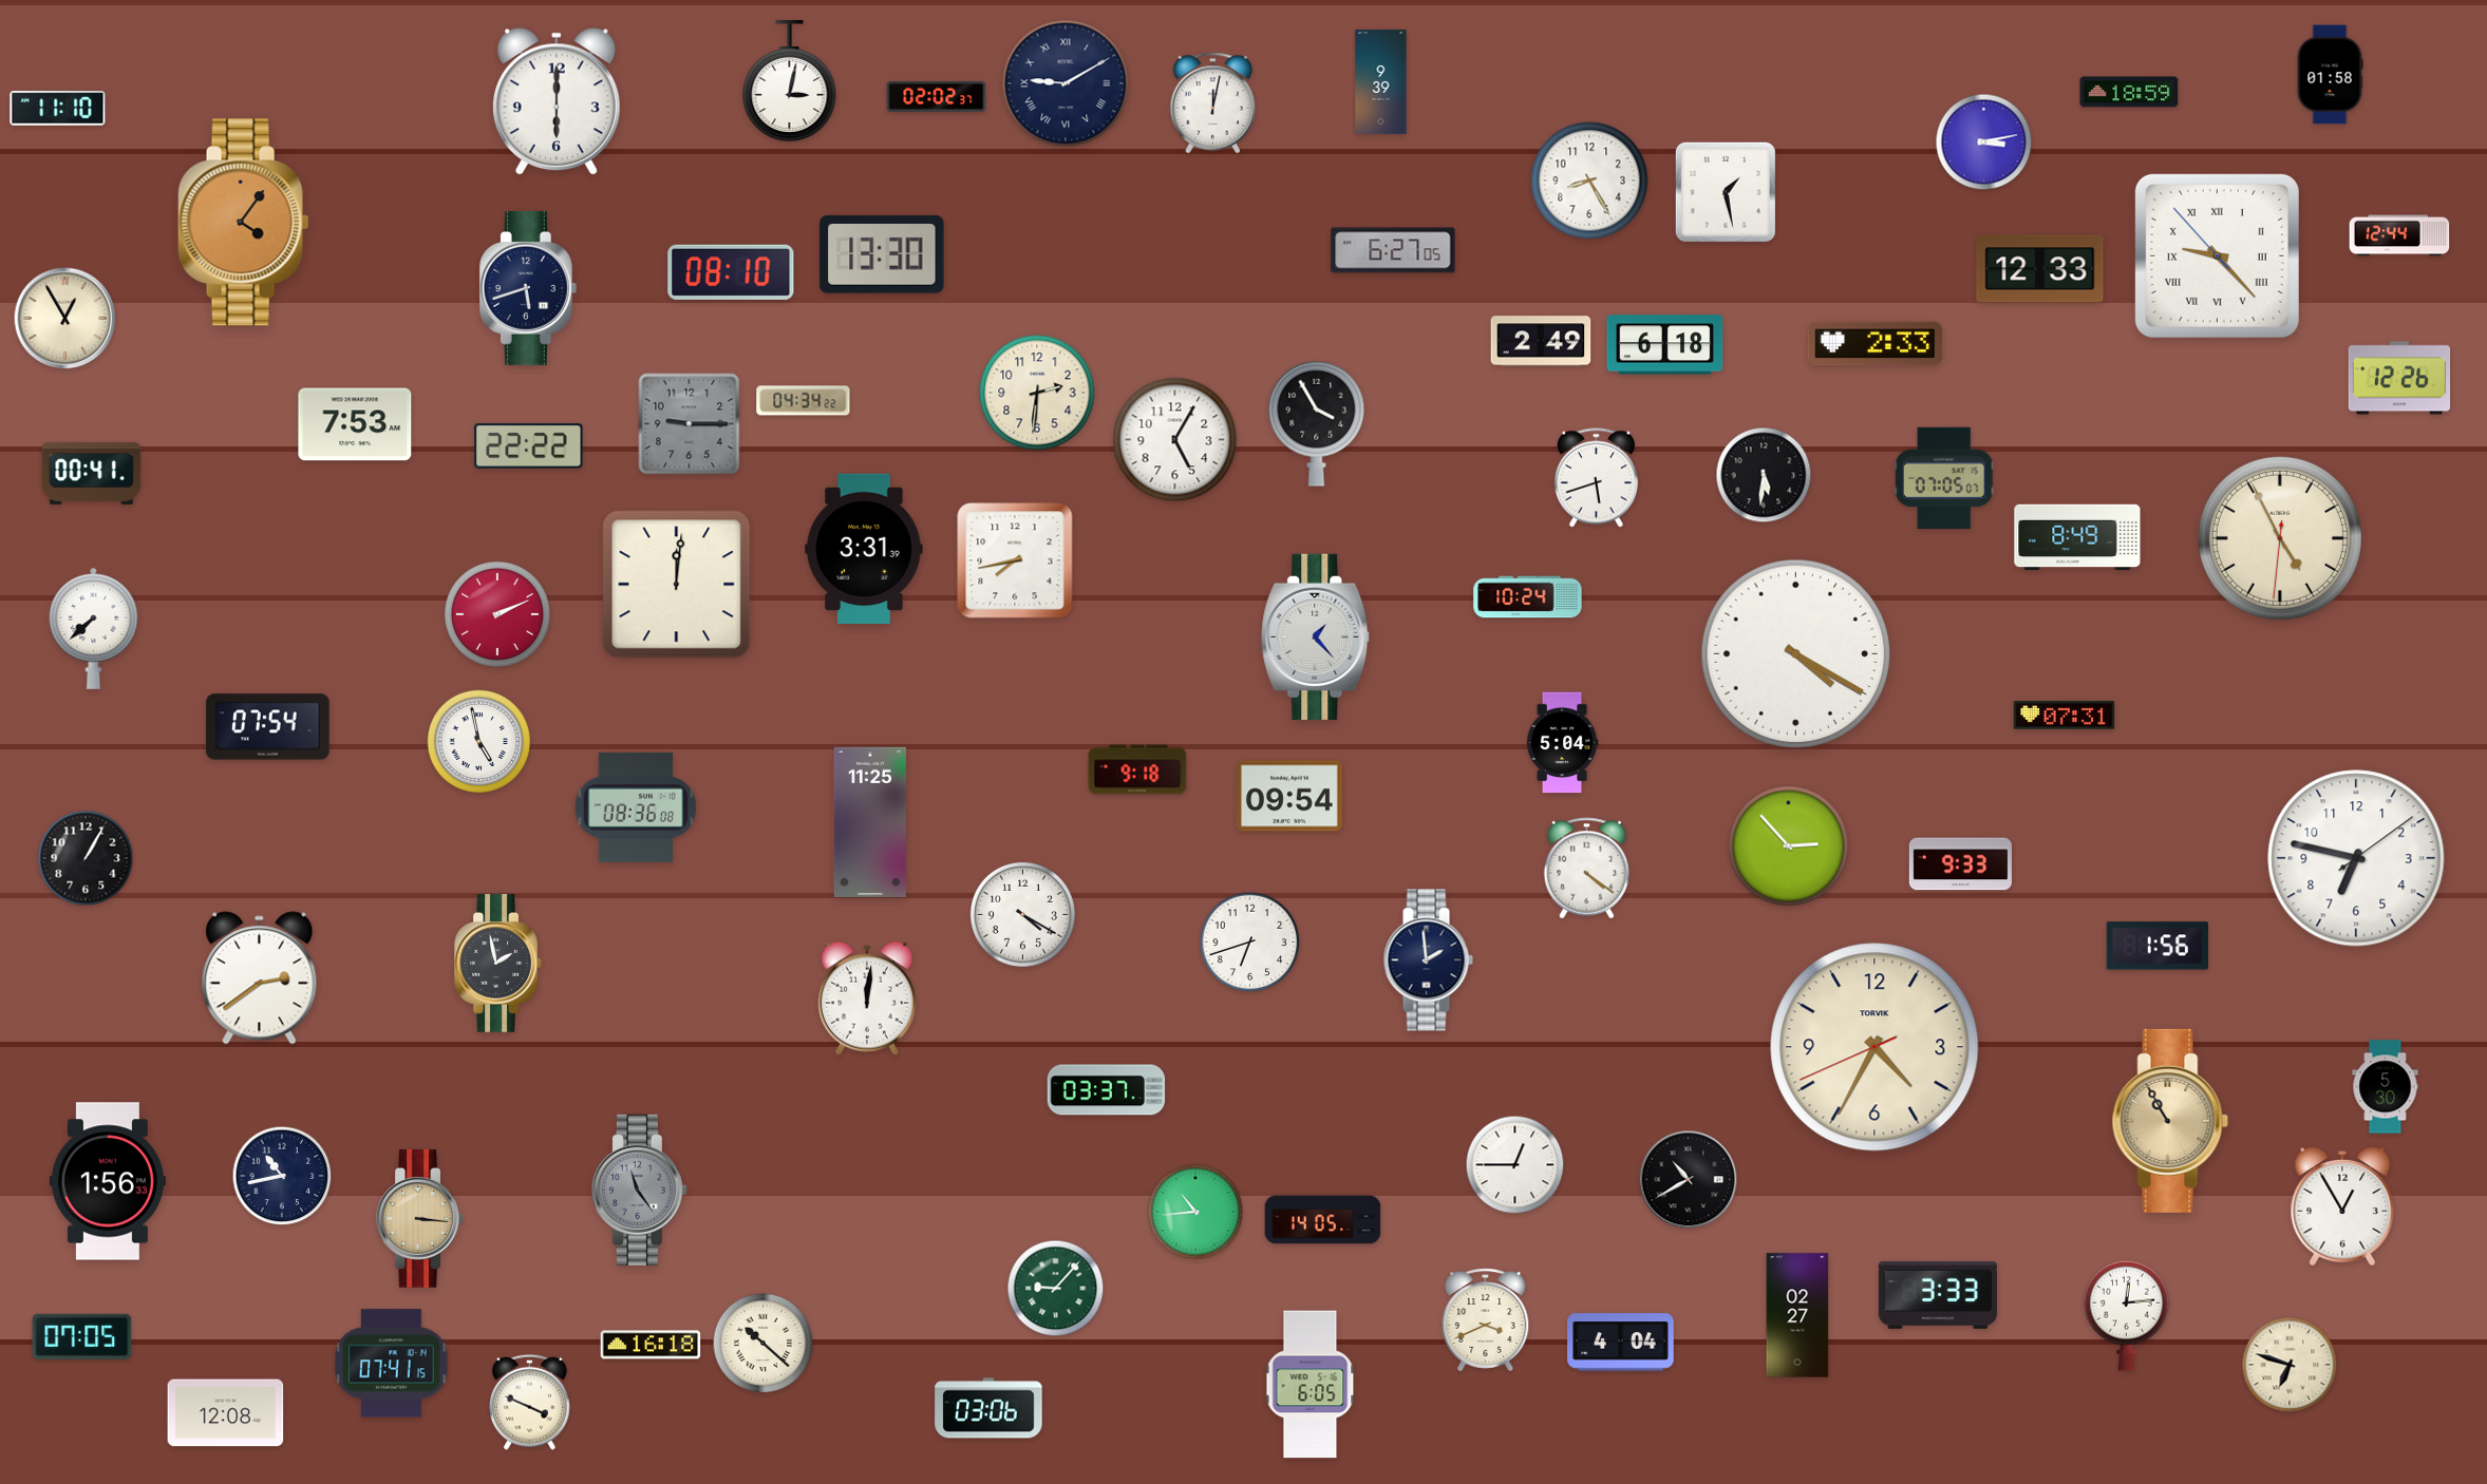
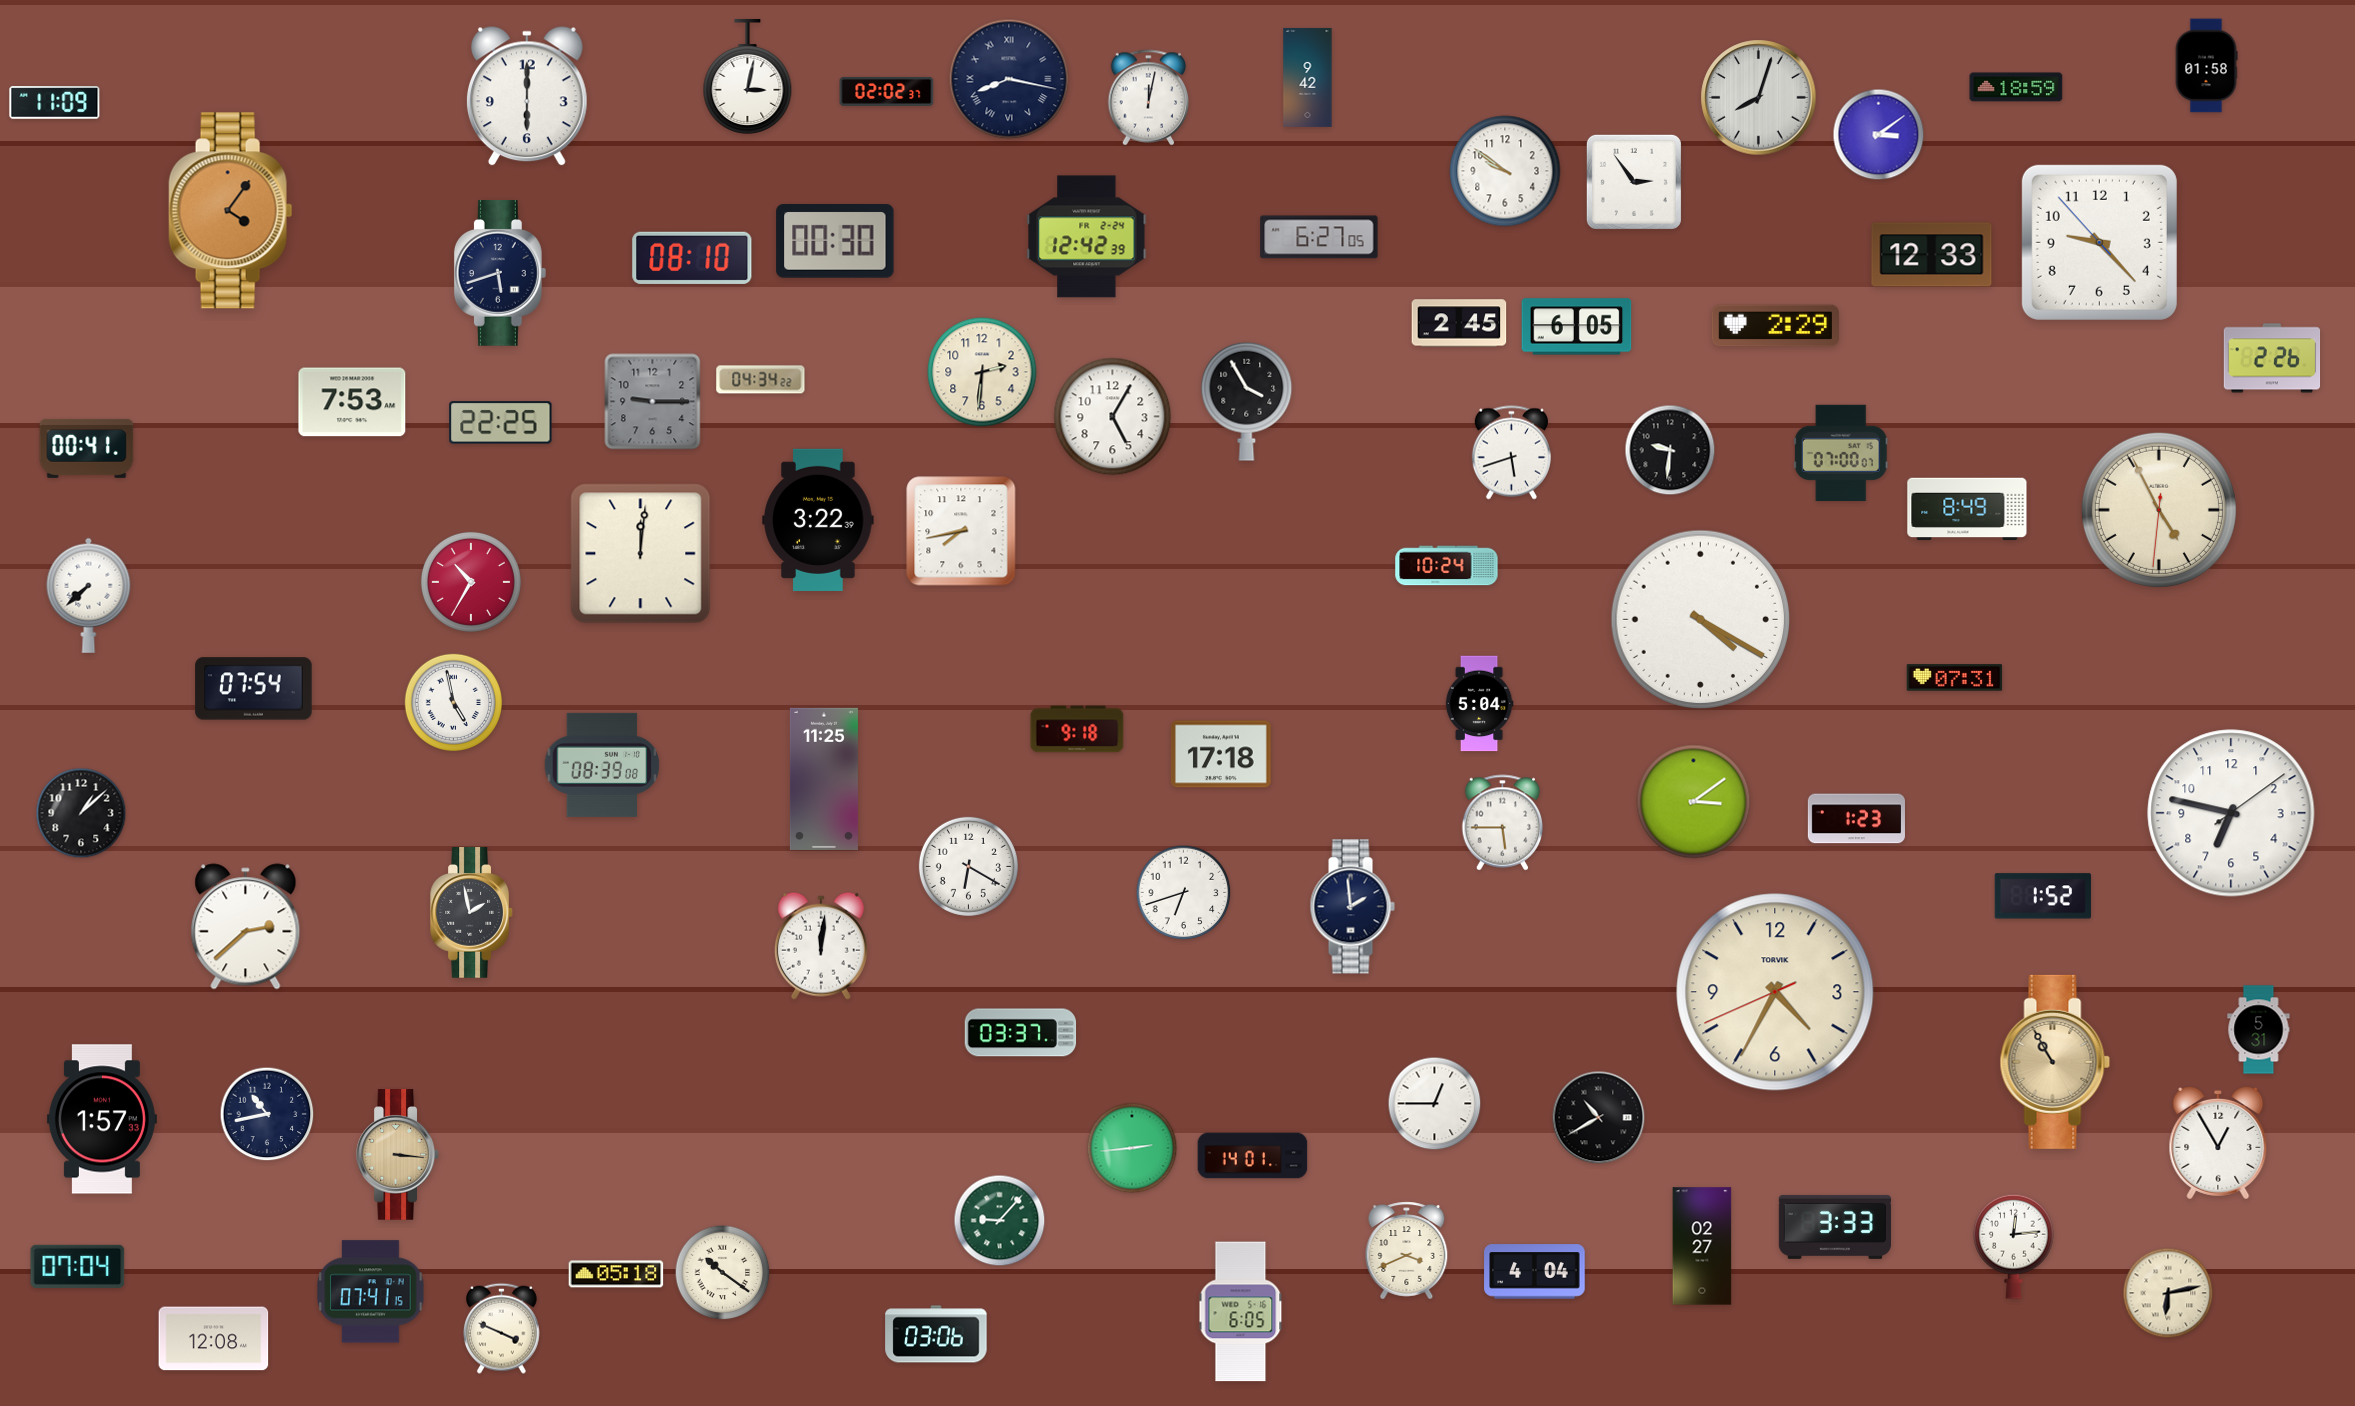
clock at (2330, 75) position: (2330, 75) -> (2206, 66)
clock at (1381, 81): 9:39 -> 9:42
clock at (1066, 83): 9:10 -> 8:17
clock at (1759, 98): none -> 8:03
clock at (58, 109): 11:10 -> 11:09
clock at (1984, 142): 3:13 -> 3:09
clock at (1589, 180): 8:25 -> 9:51
clock at (1726, 192): 1:28 -> 2:54
clock at (2399, 235): 12:44 -> none
clock at (1087, 237): none -> 12:42
clock at (882, 255): 13:30 -> 00:30
clock at (2217, 255) numerals: Roman -> Arabic
clock at (65, 319): 12:55 -> none
clock at (1541, 341): 2:49 -> 2:45
clock at (1874, 344): 2:33 -> 2:29
clock at (1665, 345): 6:18 -> 6:05
clock at (2399, 378): 12:26 -> 2:26
clock at (355, 424) position: (355, 424) -> (352, 402)
clock at (529, 446): 22:22 -> 22:25
clock at (1764, 475): 5:31 -> 9:31
clock at (1944, 477): 07:05 -> 07:00
clock at (864, 549): 3:31 -> 3:22
clock at (497, 614): 2:11 -> 10:35
clock at (1316, 636): 1:23 -> none
clock at (1289, 796): 09:54 -> 17:18
clock at (636, 807): 08:36 -> 08:39
clock at (1789, 846): 2:53 -> 3:09
clock at (86, 858): 1:05 -> 1:08
clock at (1960, 864): 9:33 -> 1:23
clock at (1587, 869): 4:21 -> 5:45
clock at (1022, 914): 4:20 -> 6:20
clock at (2158, 946): 1:56 -> 1:52
clock at (1428, 960) position: (1428, 960) -> (1352, 907)
clock at (260, 978): 2:39 -> 2:38
clock at (2386, 1087): 5:30 -> 5:31
clock at (1107, 1090) position: (1107, 1090) -> (1021, 1033)
clock at (108, 1181): 1:56 -> 1:57
clock at (639, 1190): 11:24 -> none
clock at (1195, 1212): 10:44 -> 2:44
clock at (1323, 1220): 14:05 -> 14:01
clock at (82, 1336): 07:05 -> 07:04
clock at (764, 1344): 10:22 -> 10:21
clock at (651, 1345): 16:18 -> 05:18
clock at (2290, 1365): 6:48 -> 6:13
